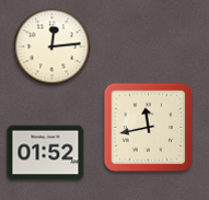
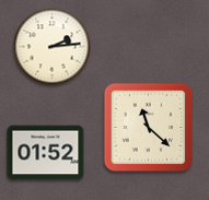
clock at (53, 47): 12:14 -> 2:14
clock at (149, 128): 11:43 -> 11:22
